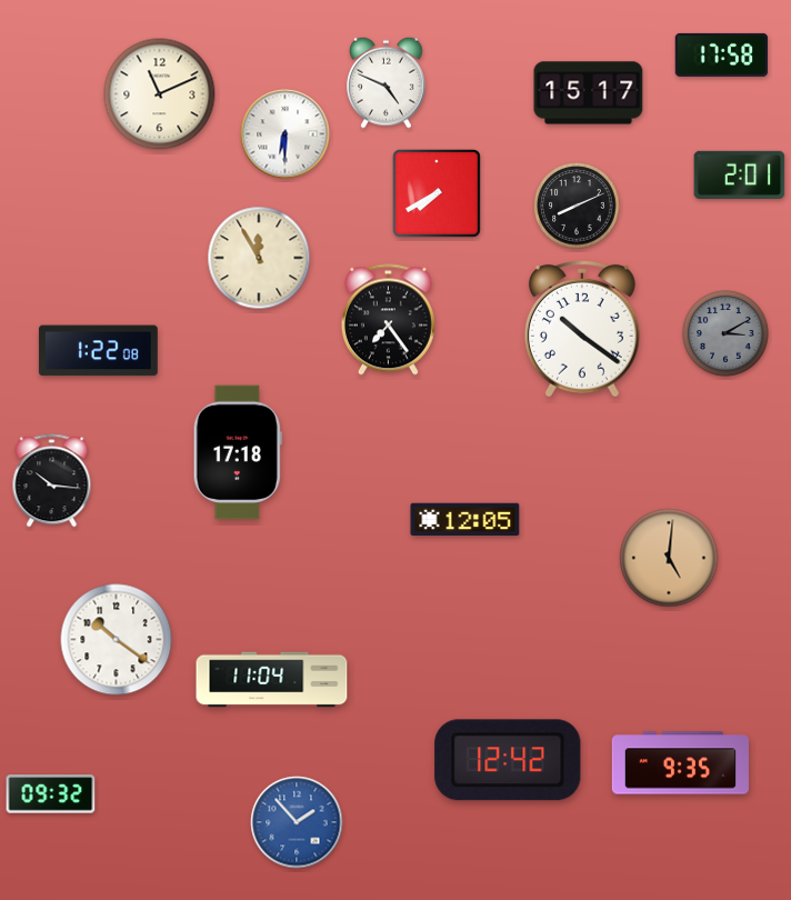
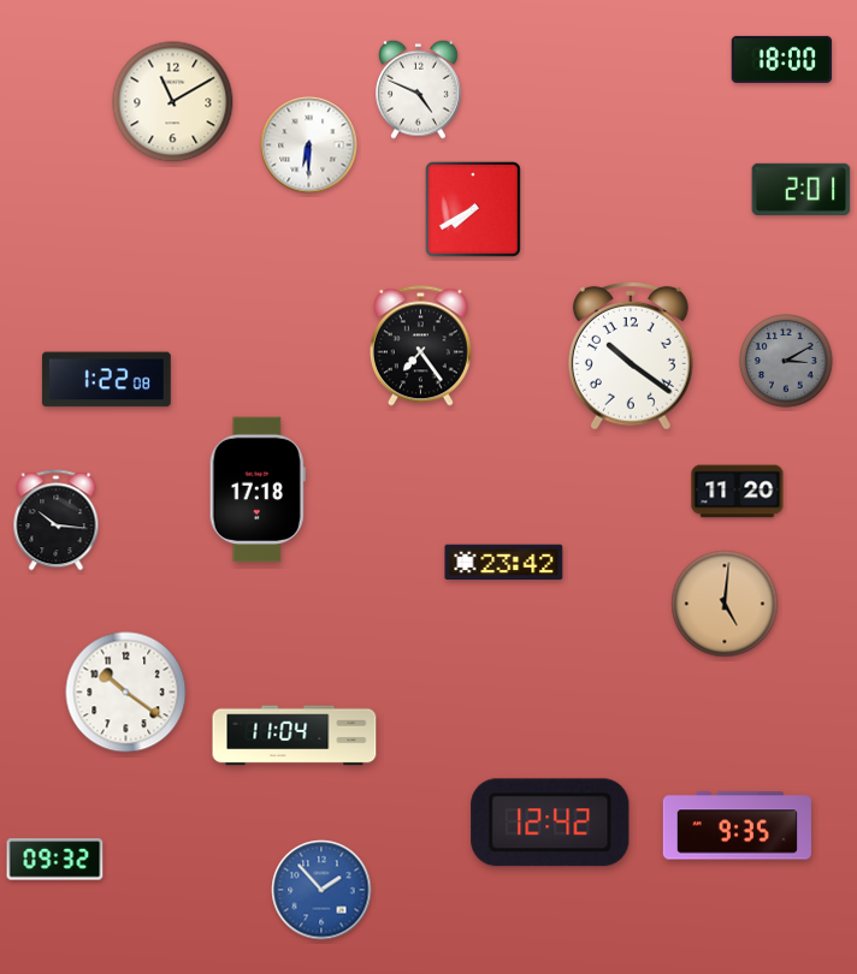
clock at (722, 54): 17:58 -> 18:00
clock at (589, 93): 15:17 -> none
clock at (160, 94): 11:11 -> 11:10
clock at (577, 206): 8:11 -> none
clock at (259, 258): 11:55 -> none
clock at (738, 492): none -> 11:20
clock at (465, 520): 12:05 -> 23:42
